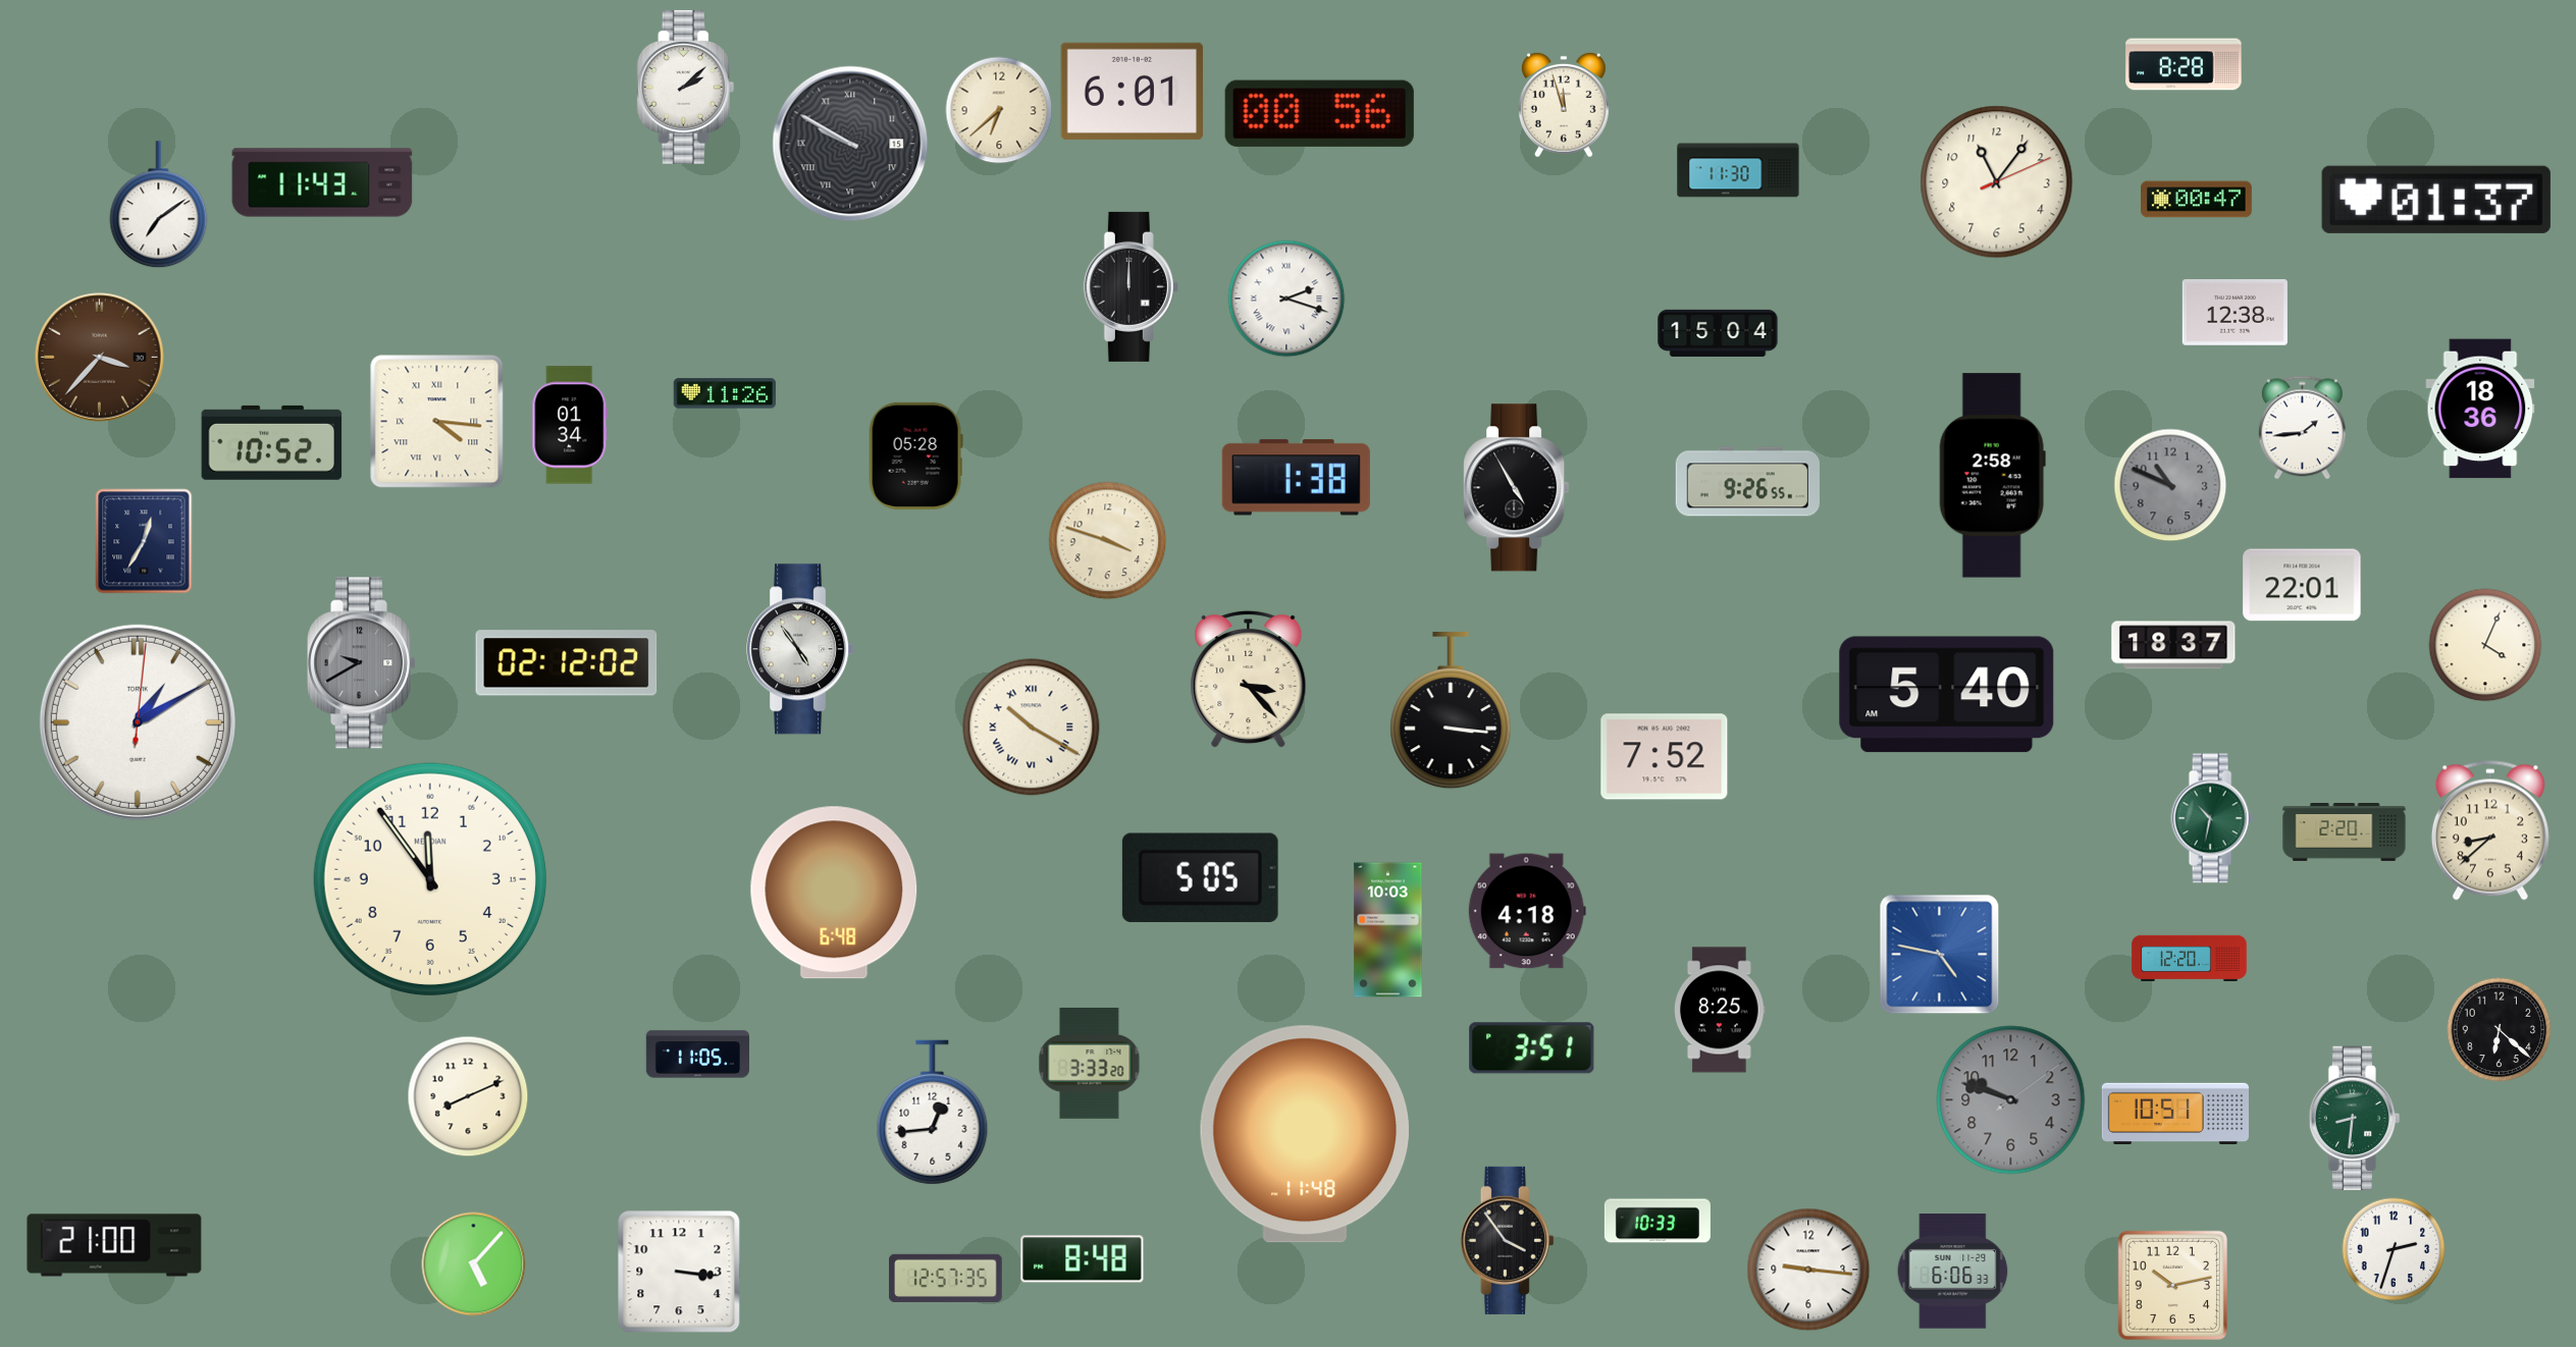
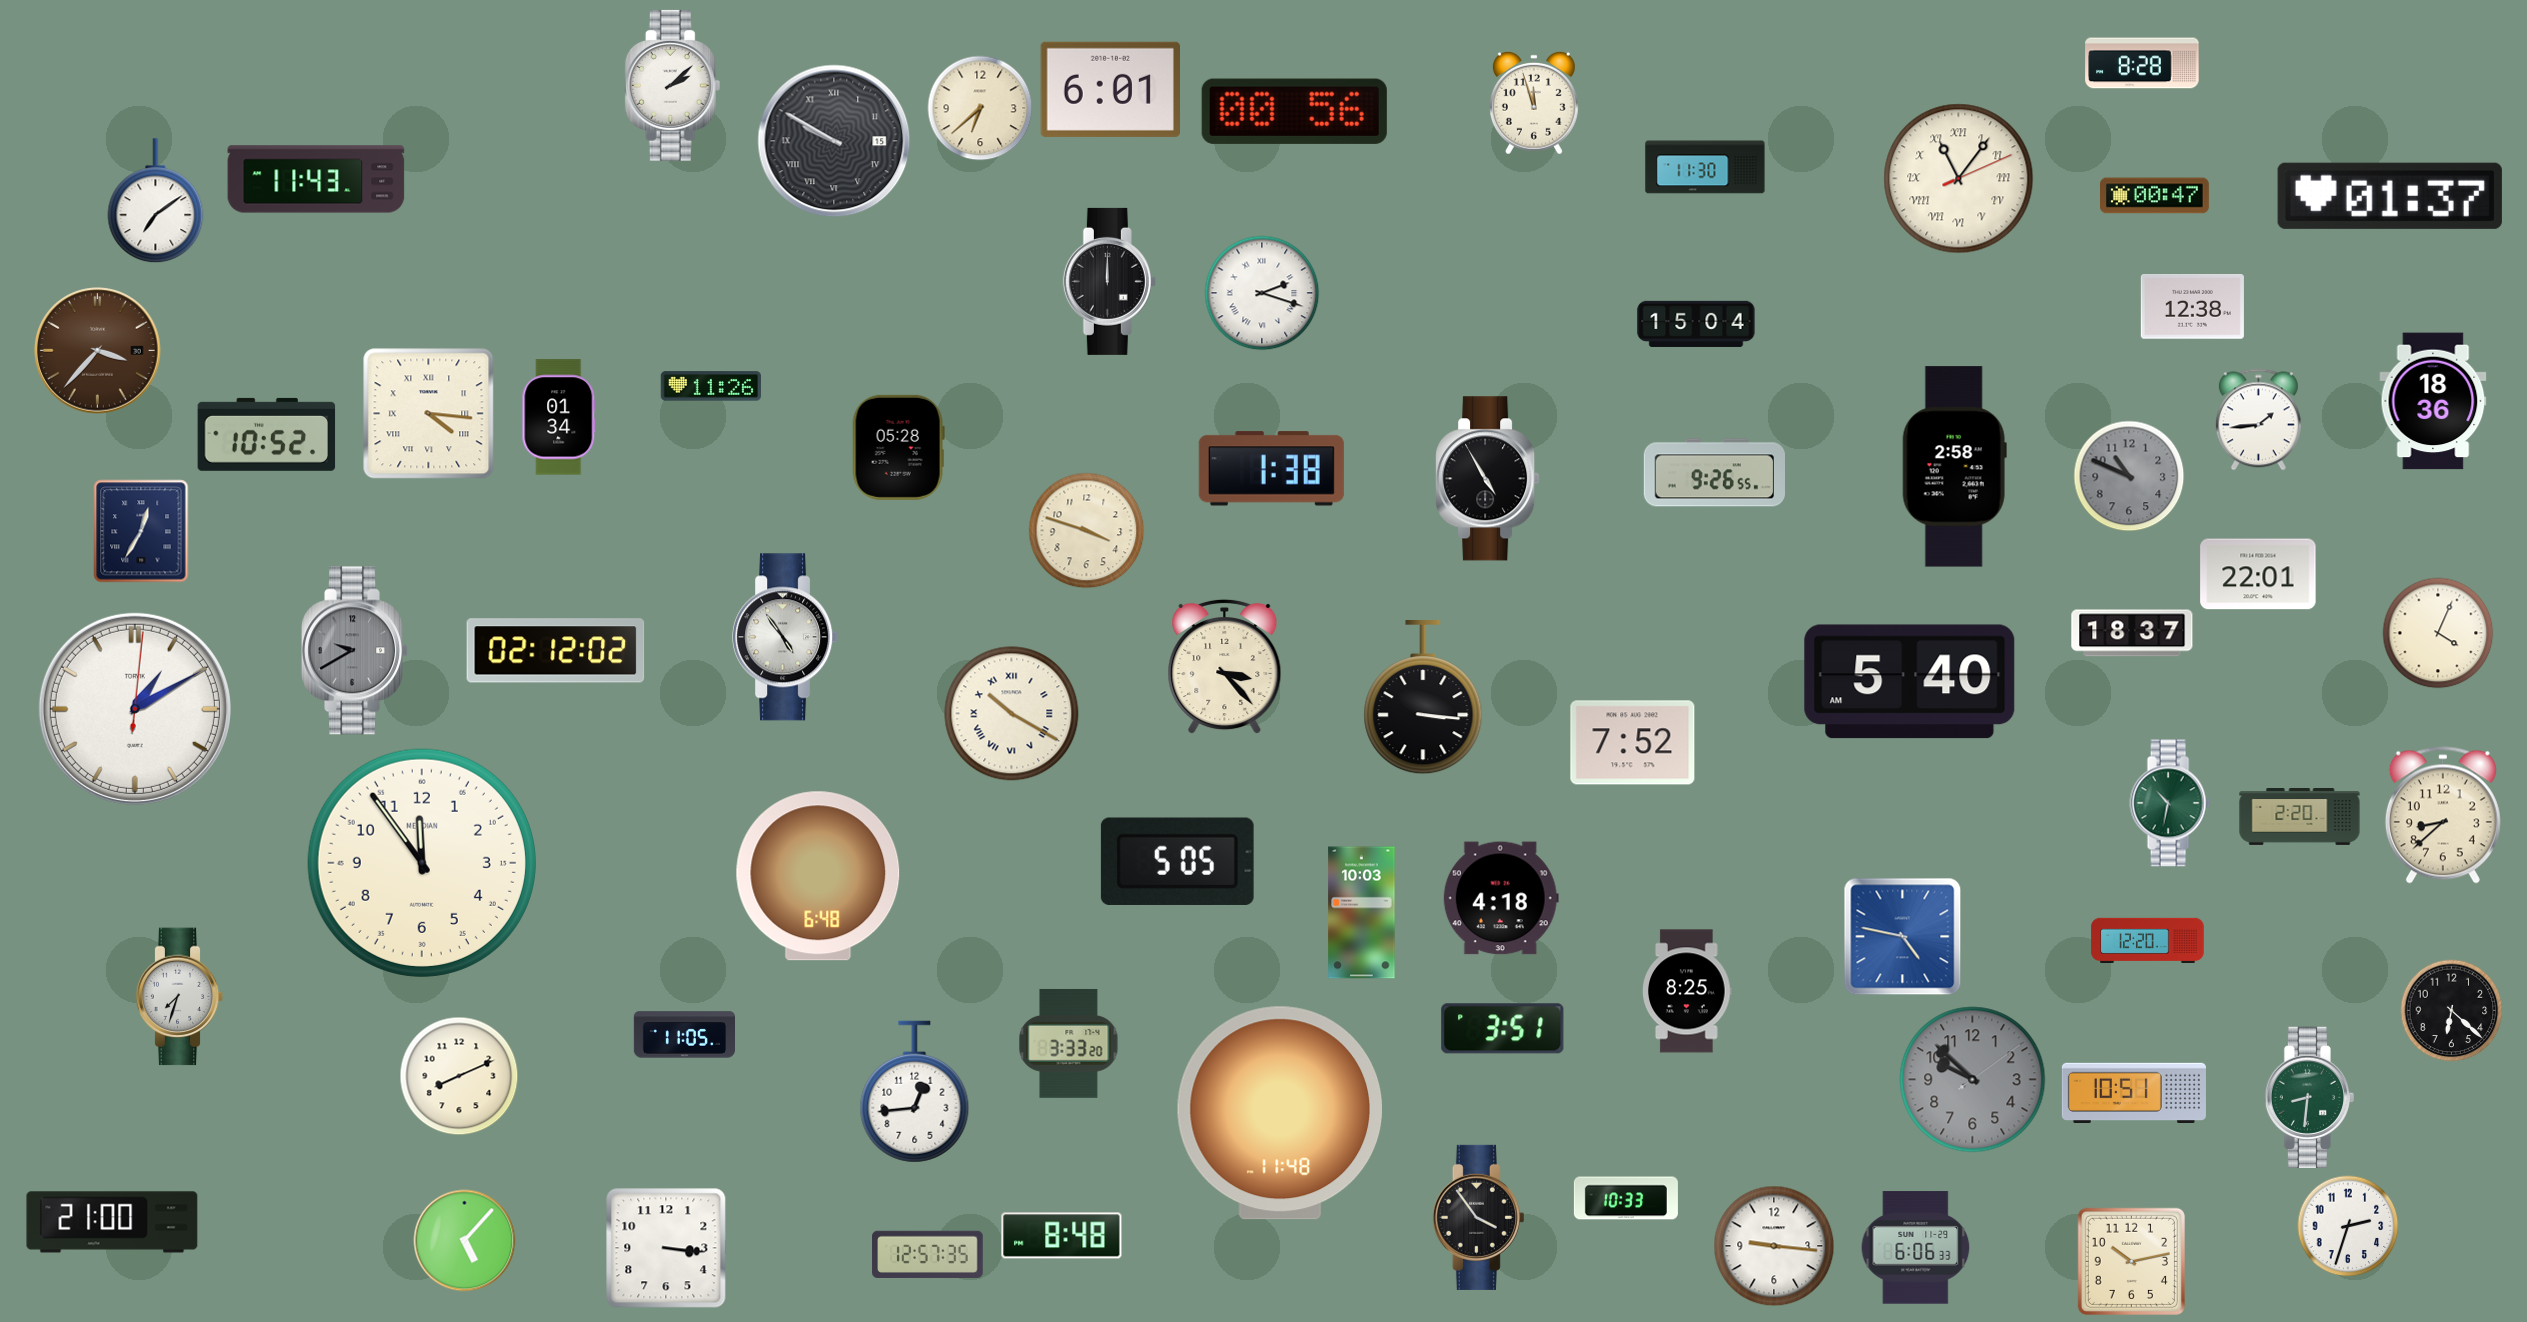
clock at (1997, 182) numerals: Arabic -> Roman
clock at (1718, 333) position: (1718, 333) -> (1696, 324)
clock at (1527, 911) position: (1527, 911) -> (1501, 898)
clock at (180, 997): none -> 7:33
clock at (2011, 1100): 9:48 -> 9:52
